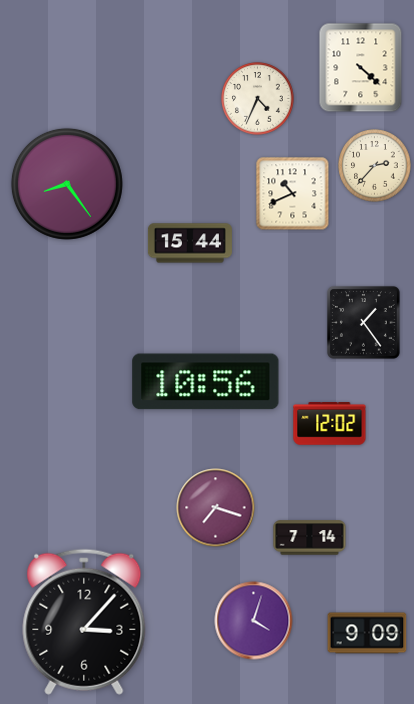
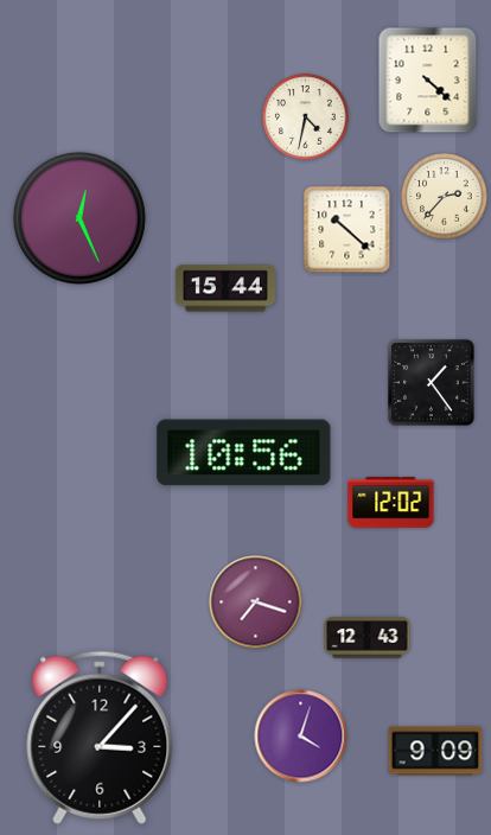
clock at (258, 99): 4:34 -> 4:32
clock at (67, 184): 8:24 -> 12:26
clock at (293, 194): 10:41 -> 10:22
clock at (310, 538): 7:14 -> 12:43
